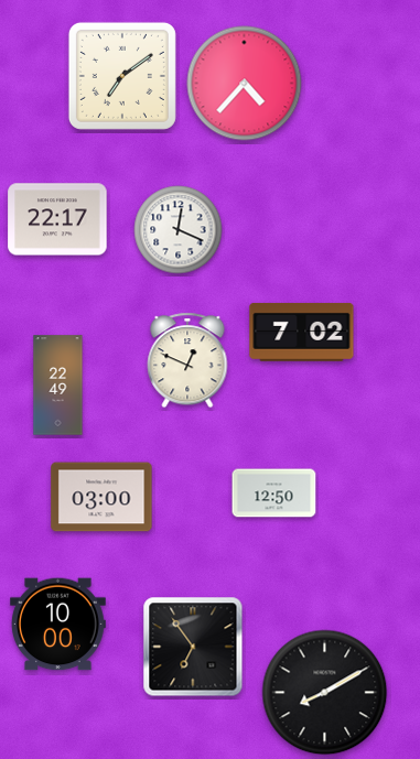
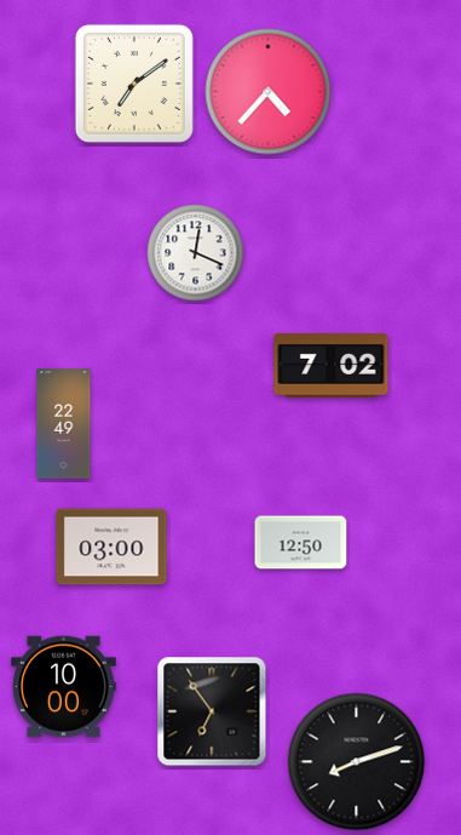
clock at (57, 219): 22:17 -> none
clock at (187, 360): 12:49 -> none
clock at (325, 693): 8:10 -> 8:12
